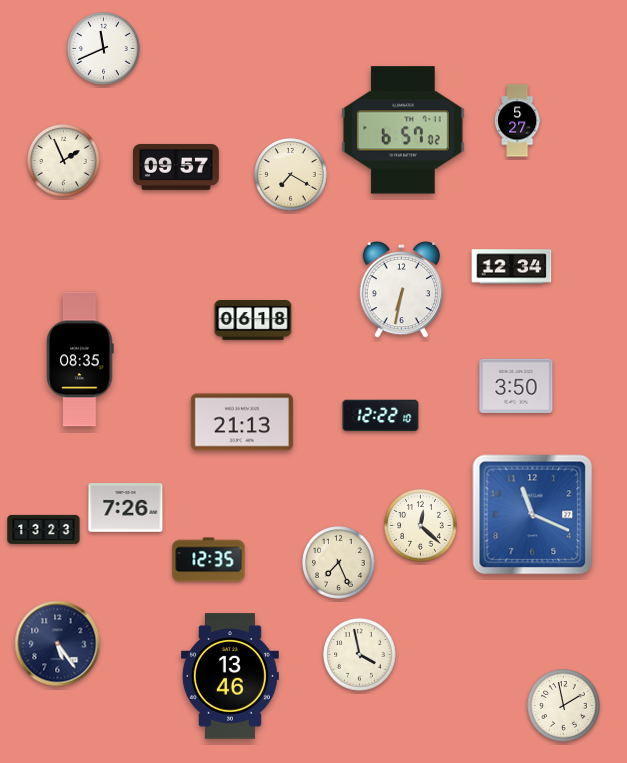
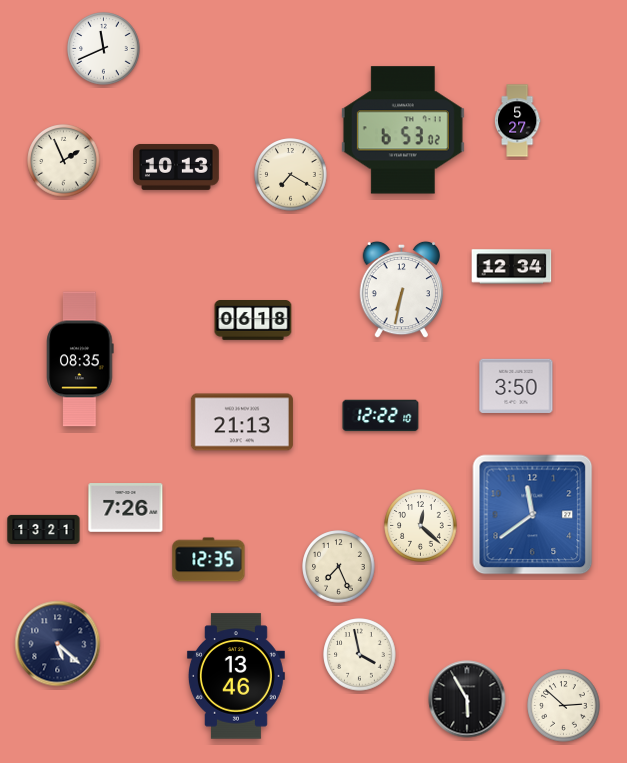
clock at (403, 130): 6:57 -> 6:53
clock at (177, 167): 09:57 -> 10:13
clock at (533, 515): 11:19 -> 11:39
clock at (44, 529): 13:23 -> 13:21
clock at (339, 563) position: (339, 563) -> (339, 567)
clock at (58, 644): 5:24 -> 5:22
clock at (230, 676) position: (230, 676) -> (236, 676)
clock at (467, 699): none -> 5:55
clock at (564, 706): 1:58 -> 2:52
